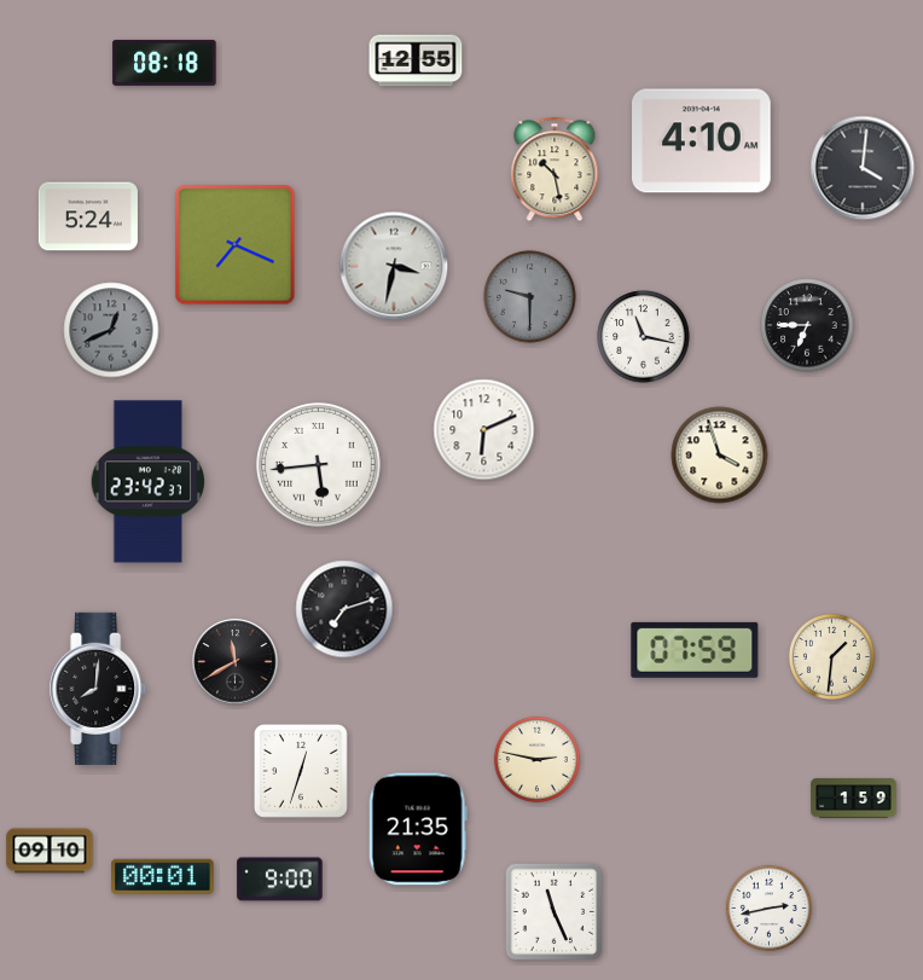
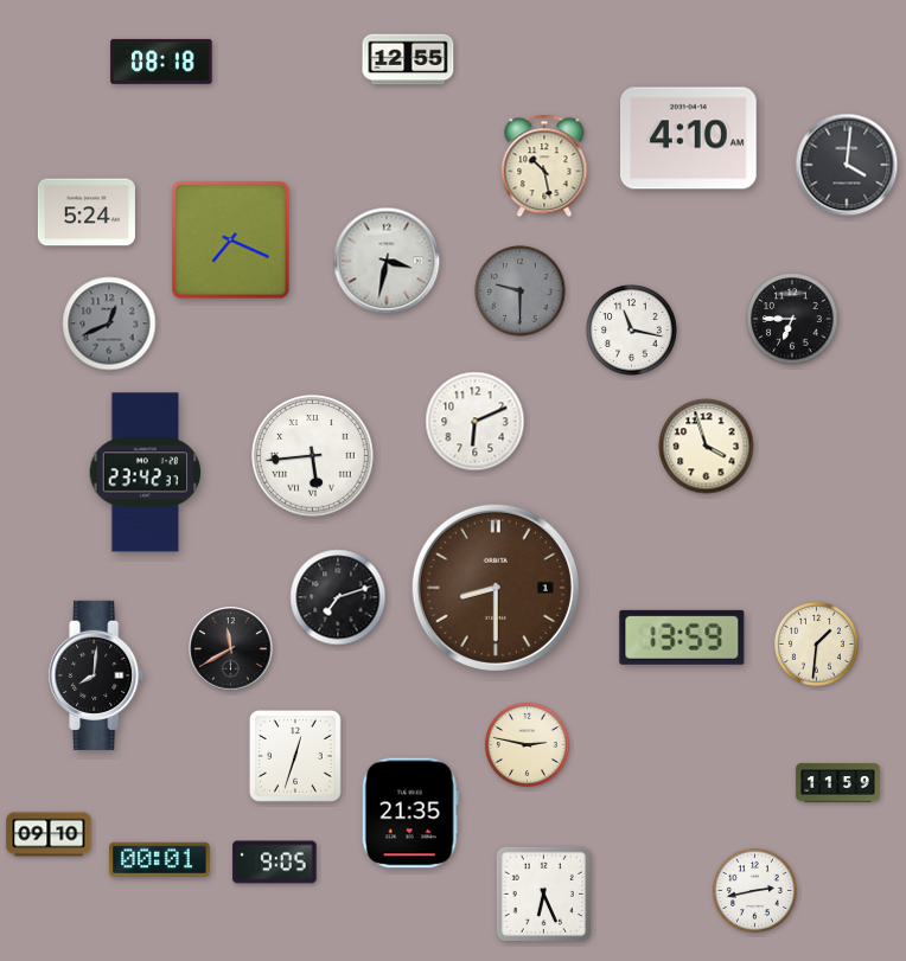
clock at (496, 588): none -> 8:30
clock at (695, 650): 07:59 -> 13:59
clock at (854, 799): 1:59 -> 11:59
clock at (280, 880): 9:00 -> 9:05
clock at (555, 912): 11:26 -> 6:26
